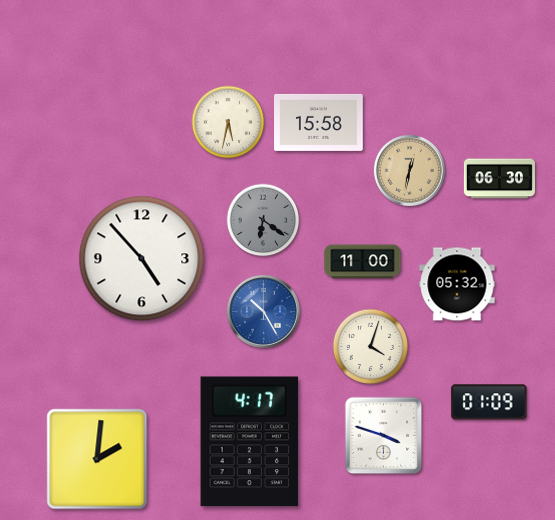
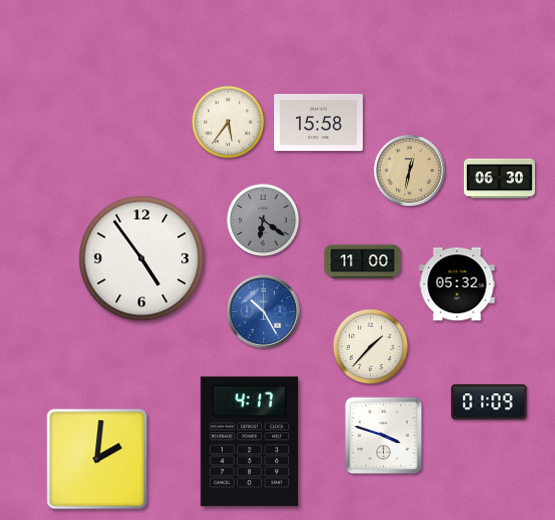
clock at (228, 122): 5:32 -> 5:36
clock at (142, 259): 4:53 -> 4:54
clock at (371, 347): 4:03 -> 1:37
